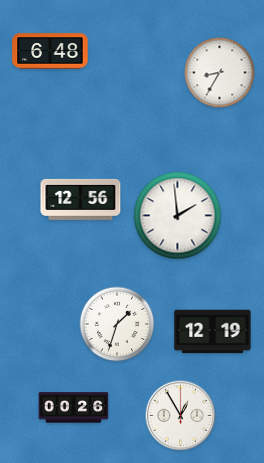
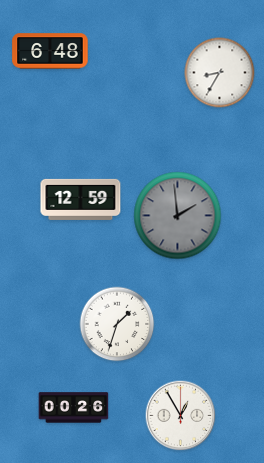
clock at (81, 199): 12:56 -> 12:59
clock at (178, 216) dial: white -> grey
clock at (213, 332): 12:19 -> none
